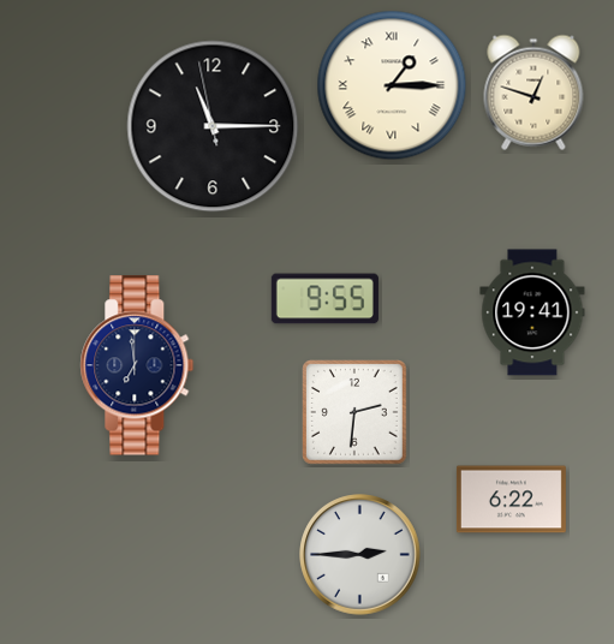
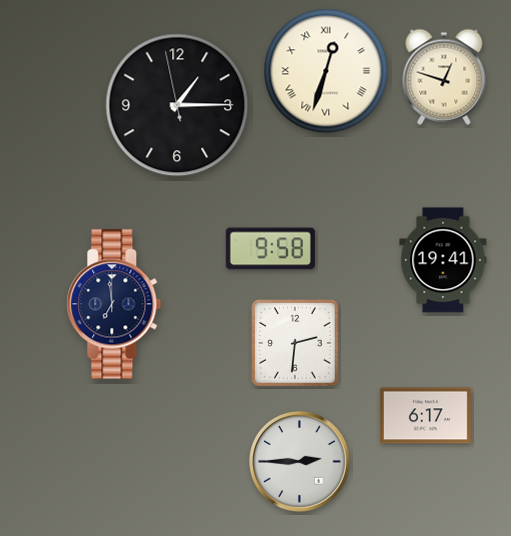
clock at (392, 85): 1:15 -> 12:33
clock at (213, 126): 11:14 -> 1:14
clock at (324, 299): 9:55 -> 9:58
clock at (511, 500): 6:22 -> 6:17
